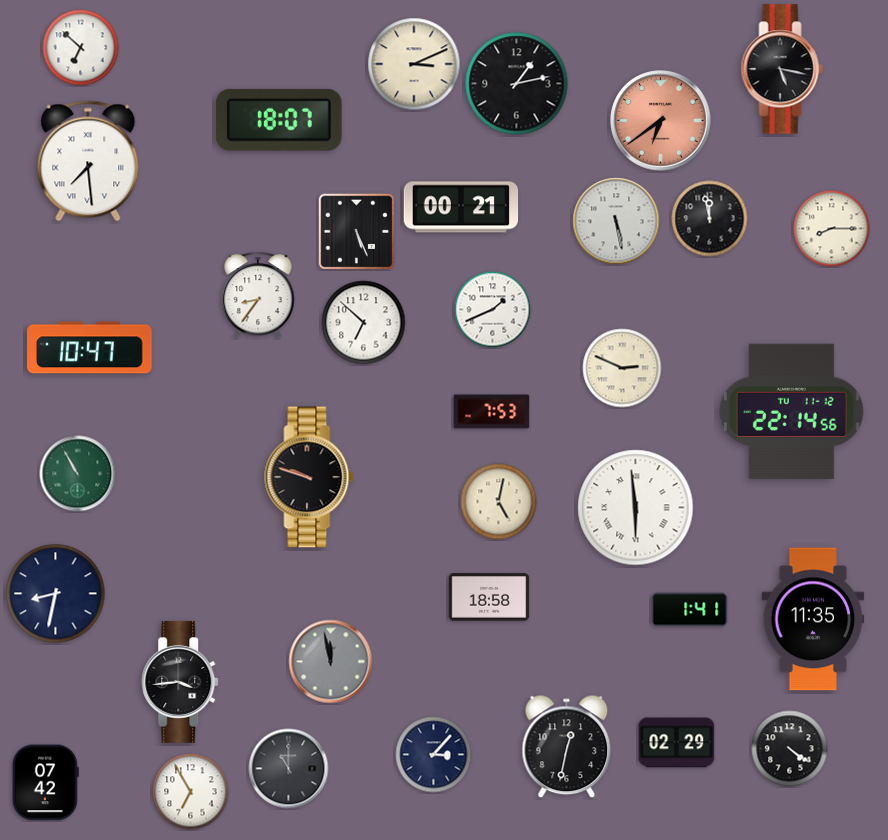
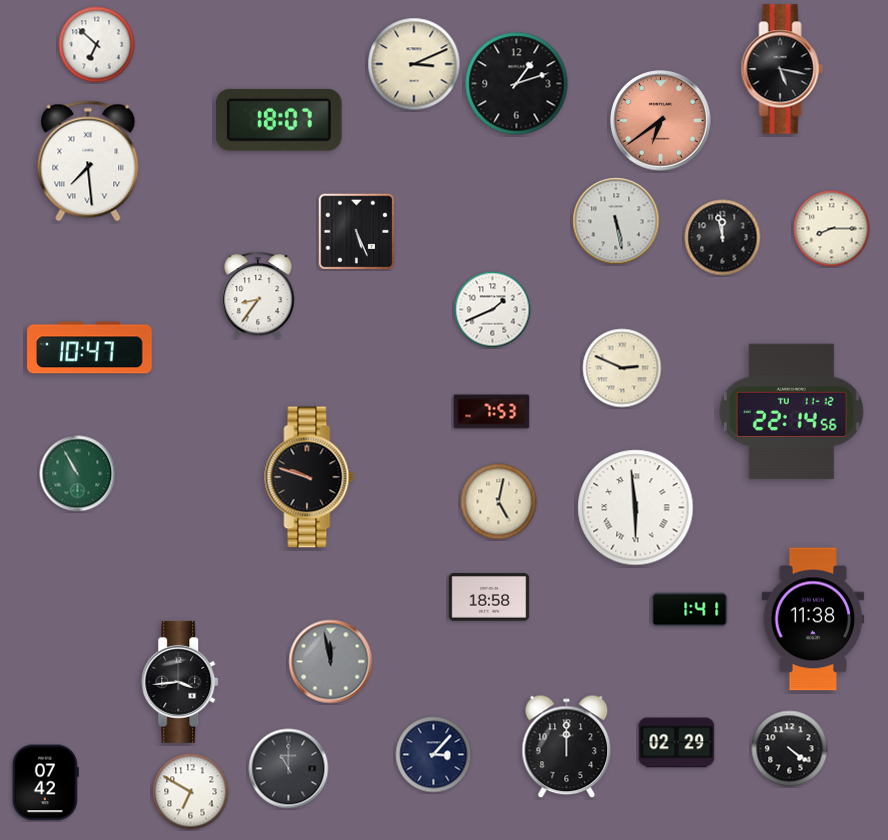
clock at (81, 48) position: (81, 48) -> (97, 45)
clock at (517, 84): 1:13 -> 1:12
clock at (461, 207): 00:21 -> none
clock at (710, 219) position: (710, 219) -> (723, 238)
clock at (364, 323): 6:52 -> none
clock at (56, 594): 8:32 -> none
clock at (813, 619): 11:35 -> 11:38
clock at (567, 747): 12:32 -> 12:00
clock at (191, 792): 6:55 -> 6:50
